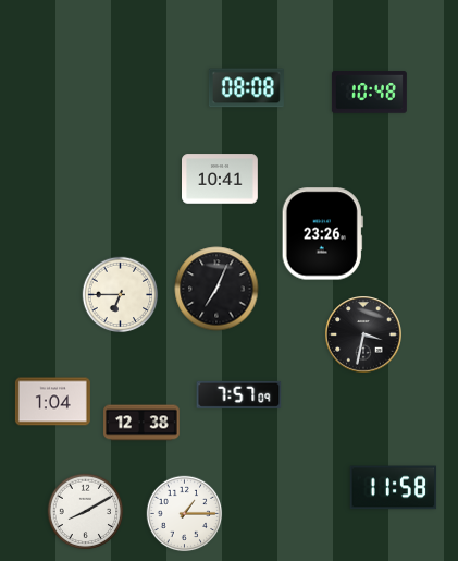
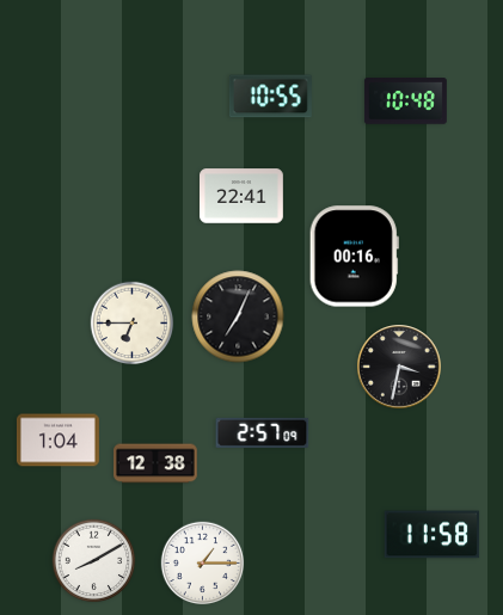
clock at (246, 88): 08:08 -> 10:55
clock at (221, 179): 10:41 -> 22:41
clock at (322, 234): 23:26 -> 00:16
clock at (239, 394): 7:57 -> 2:57
